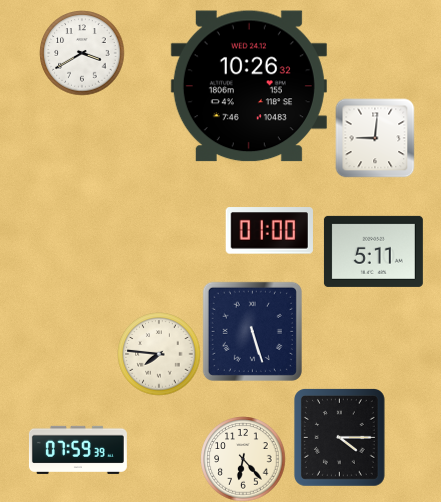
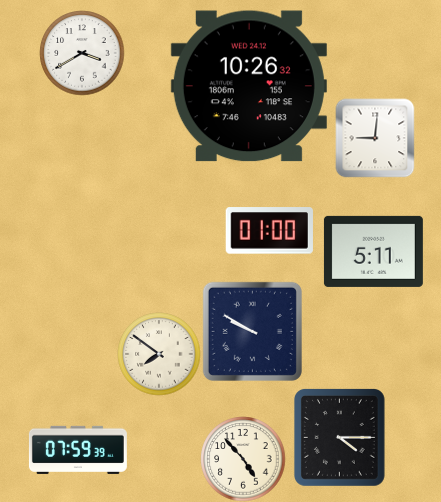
clock at (252, 331): 5:27 -> 9:50
clock at (159, 354): 7:46 -> 7:51
clock at (243, 459): 6:23 -> 4:53
